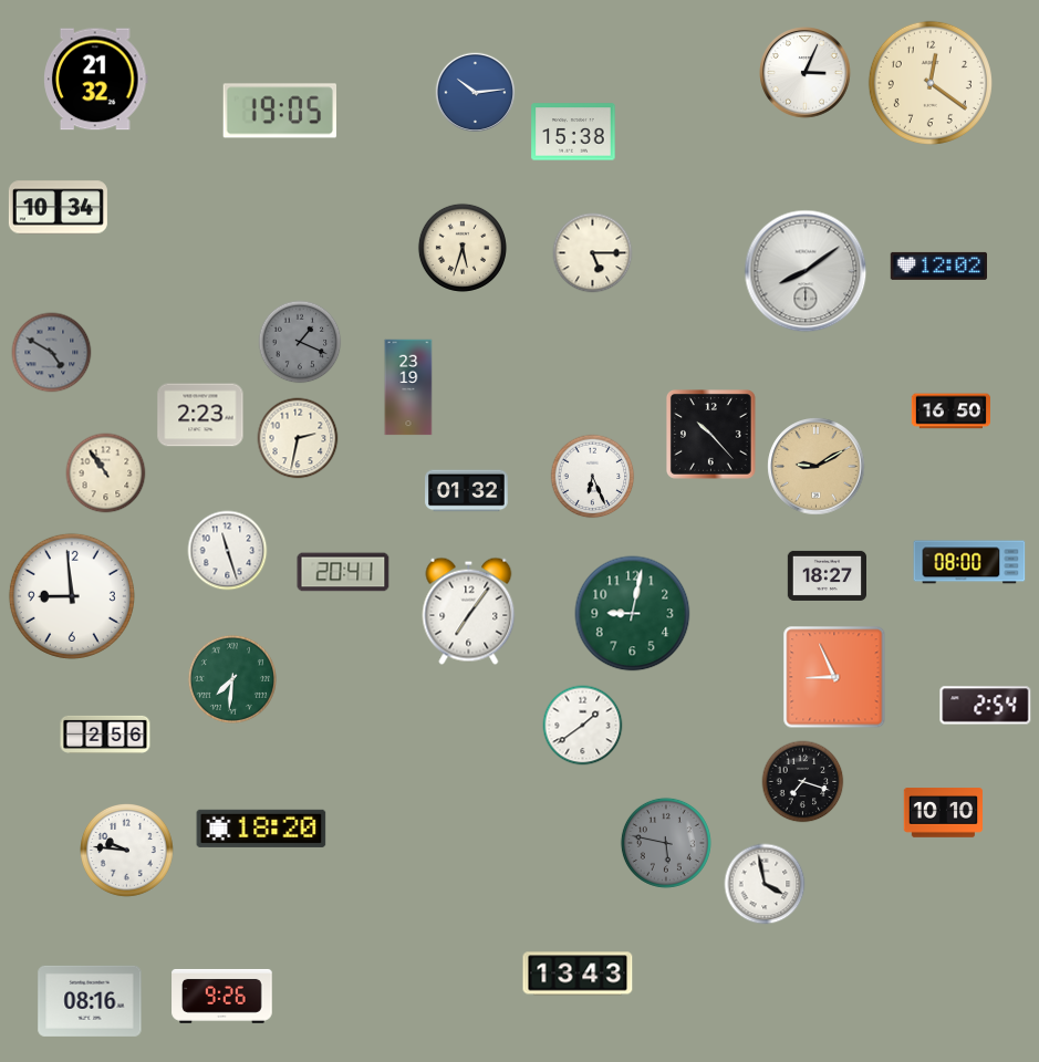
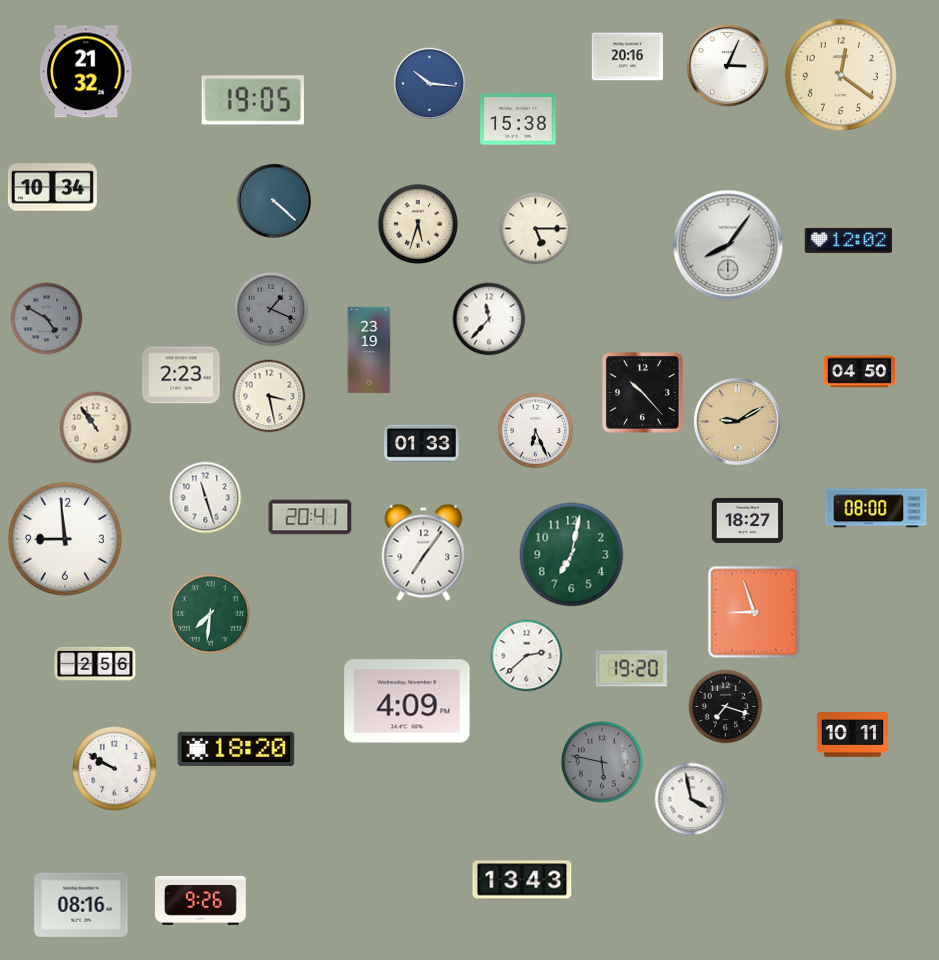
clock at (627, 57): none -> 20:16
clock at (476, 93): 10:14 -> 10:16
clock at (274, 201): none -> 4:22
clock at (806, 271): 8:09 -> 8:06
clock at (489, 319): none -> 11:37
clock at (950, 412): 16:50 -> 04:50
clock at (298, 438): 2:32 -> 3:28
clock at (467, 491): 01:32 -> 01:33
clock at (633, 614): 9:02 -> 7:02
clock at (834, 677): 8:56 -> 8:57
clock at (986, 706): 2:54 -> none
clock at (583, 726): 1:39 -> 2:38
clock at (631, 669): none -> 19:20
clock at (407, 701): none -> 4:09
clock at (943, 813): 10:10 -> 10:11
clock at (127, 851): 9:46 -> 9:50
